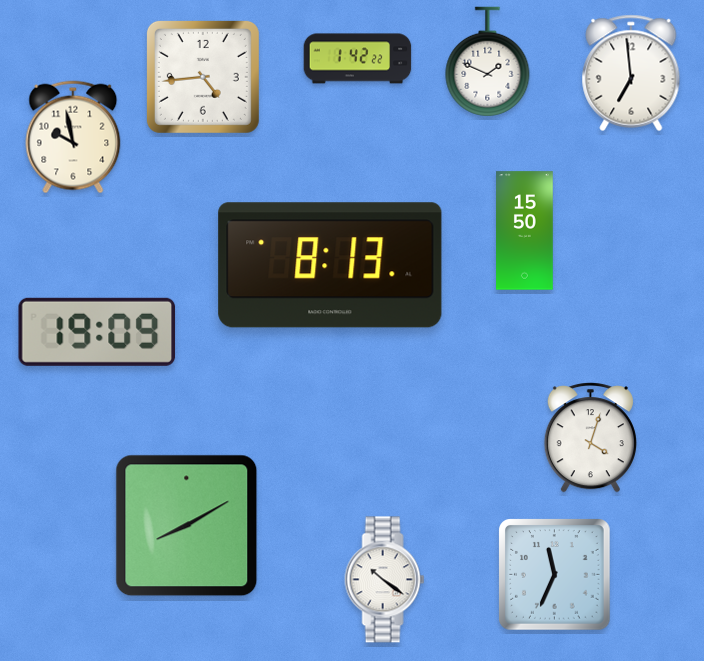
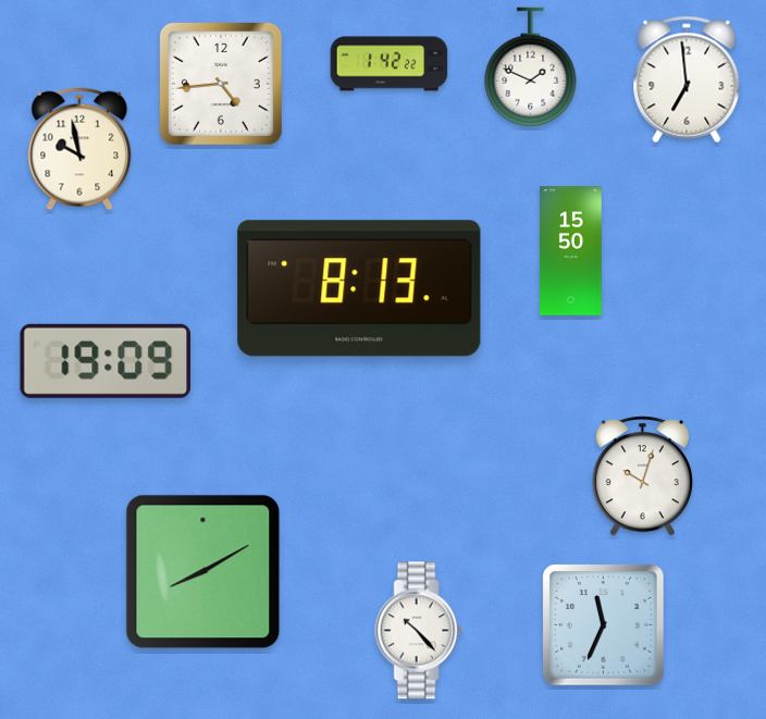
clock at (590, 438): 4:03 -> 10:03
clock at (385, 580): 10:21 -> 10:23
